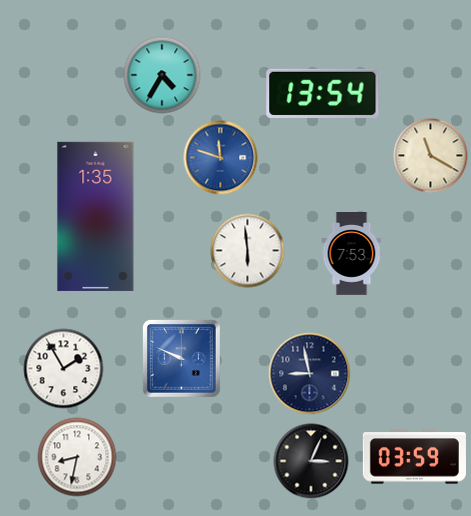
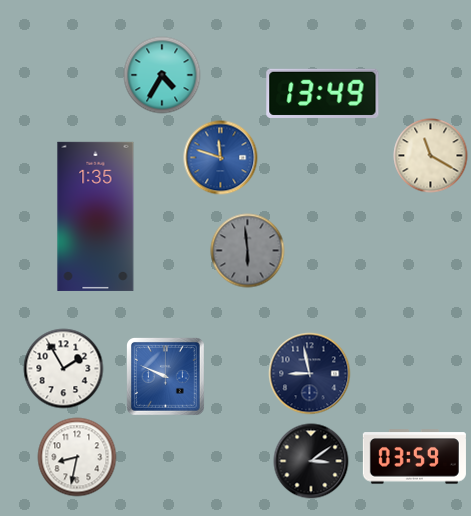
clock at (323, 93): 13:54 -> 13:49
clock at (248, 251) dial: white -> grey
clock at (352, 254): 7:53 -> none
clock at (182, 359) position: (182, 359) -> (166, 377)
clock at (311, 461): 3:04 -> 3:09
